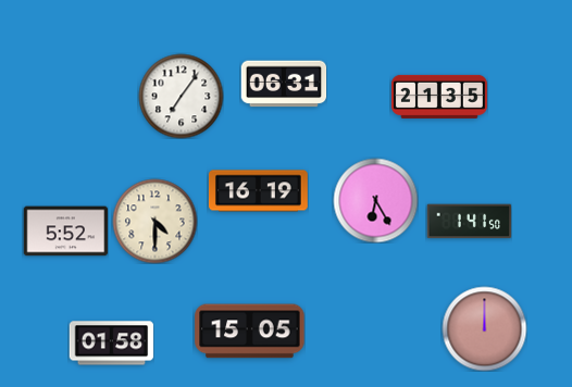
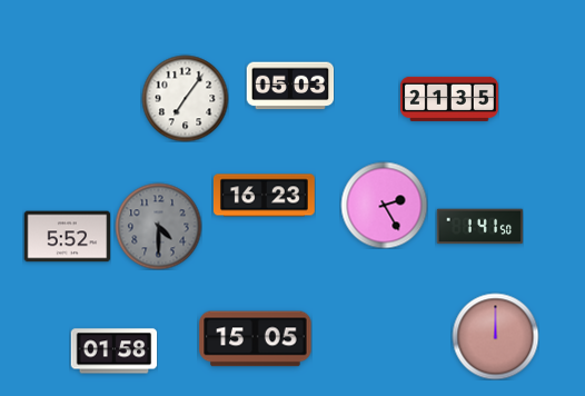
clock at (284, 84): 06:31 -> 05:03
clock at (258, 191): 16:19 -> 16:23
clock at (375, 200): 6:25 -> 2:25
clock at (154, 221) dial: cream -> grey
